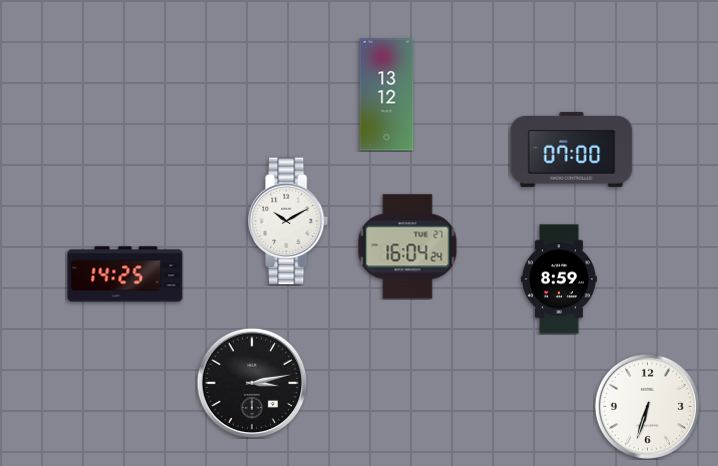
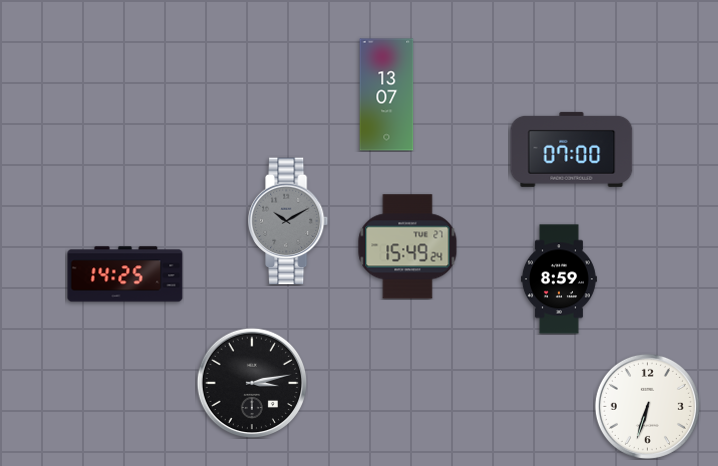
clock at (387, 95): 13:12 -> 13:07
clock at (289, 221) dial: white -> grey
clock at (408, 247): 16:04 -> 15:49
